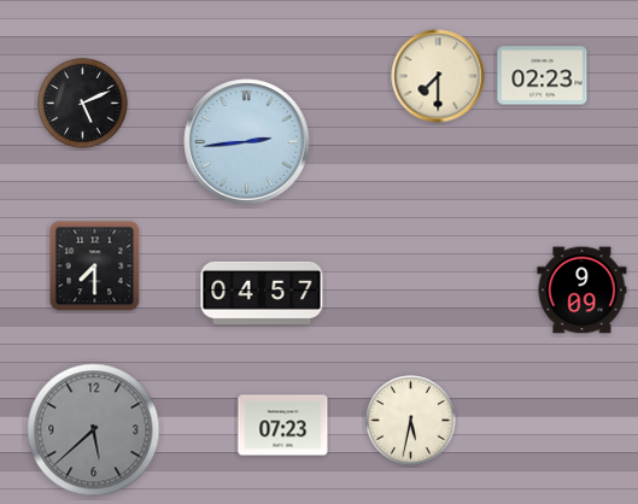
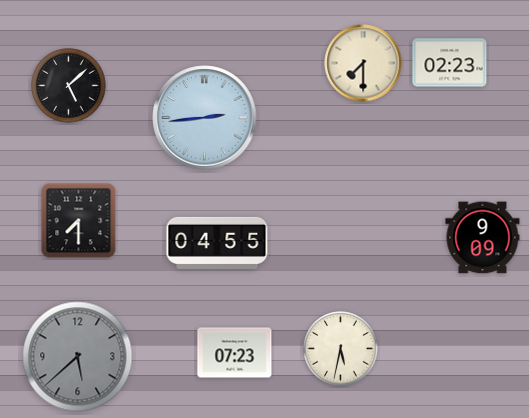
clock at (83, 104): 5:11 -> 5:08
clock at (583, 291) position: (583, 291) -> (483, 238)
clock at (262, 293): 04:57 -> 04:55
